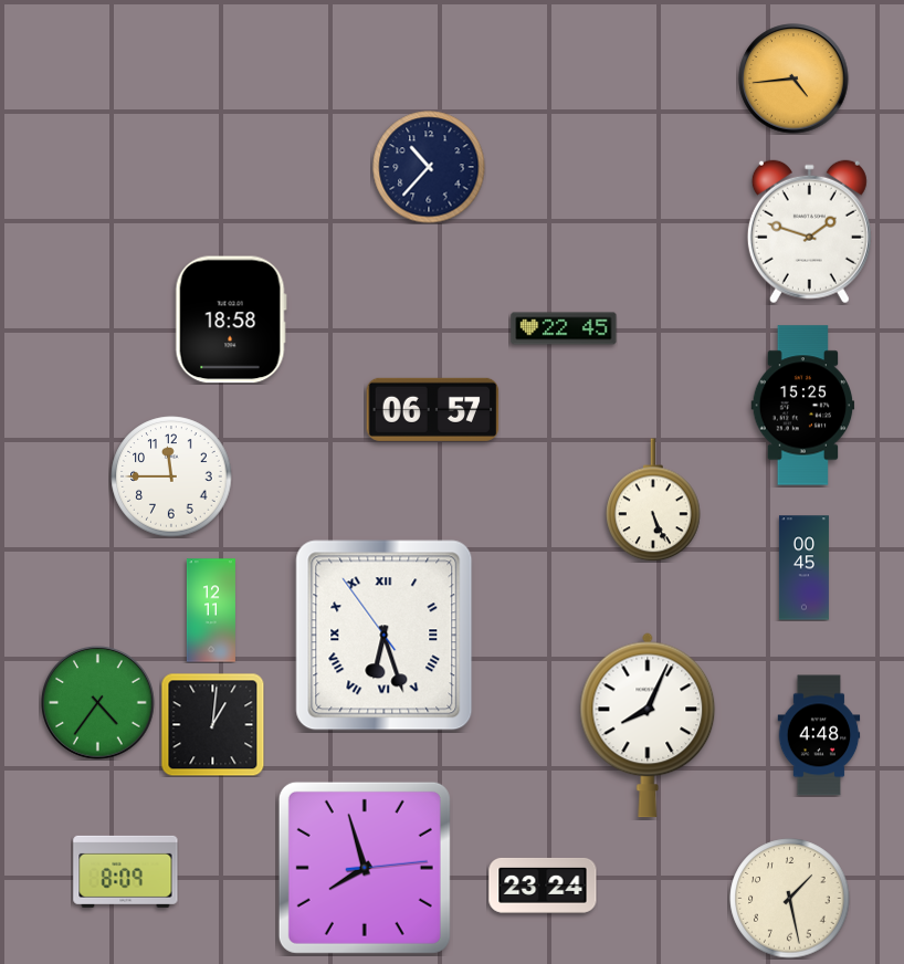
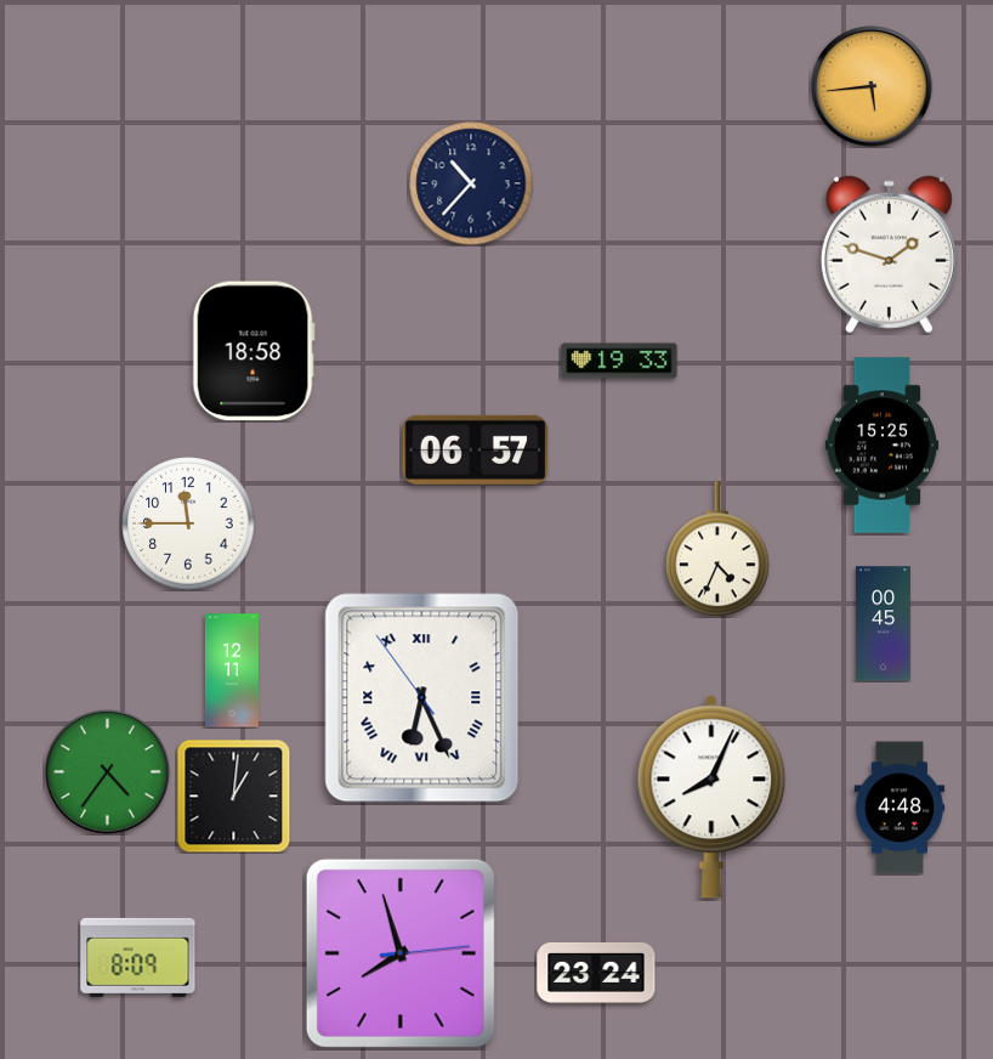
clock at (793, 78): 4:44 -> 5:44
clock at (564, 328): 22:45 -> 19:33
clock at (653, 500): 5:26 -> 4:34
clock at (385, 636): 6:26 -> 6:25
clock at (790, 899): 1:28 -> none
